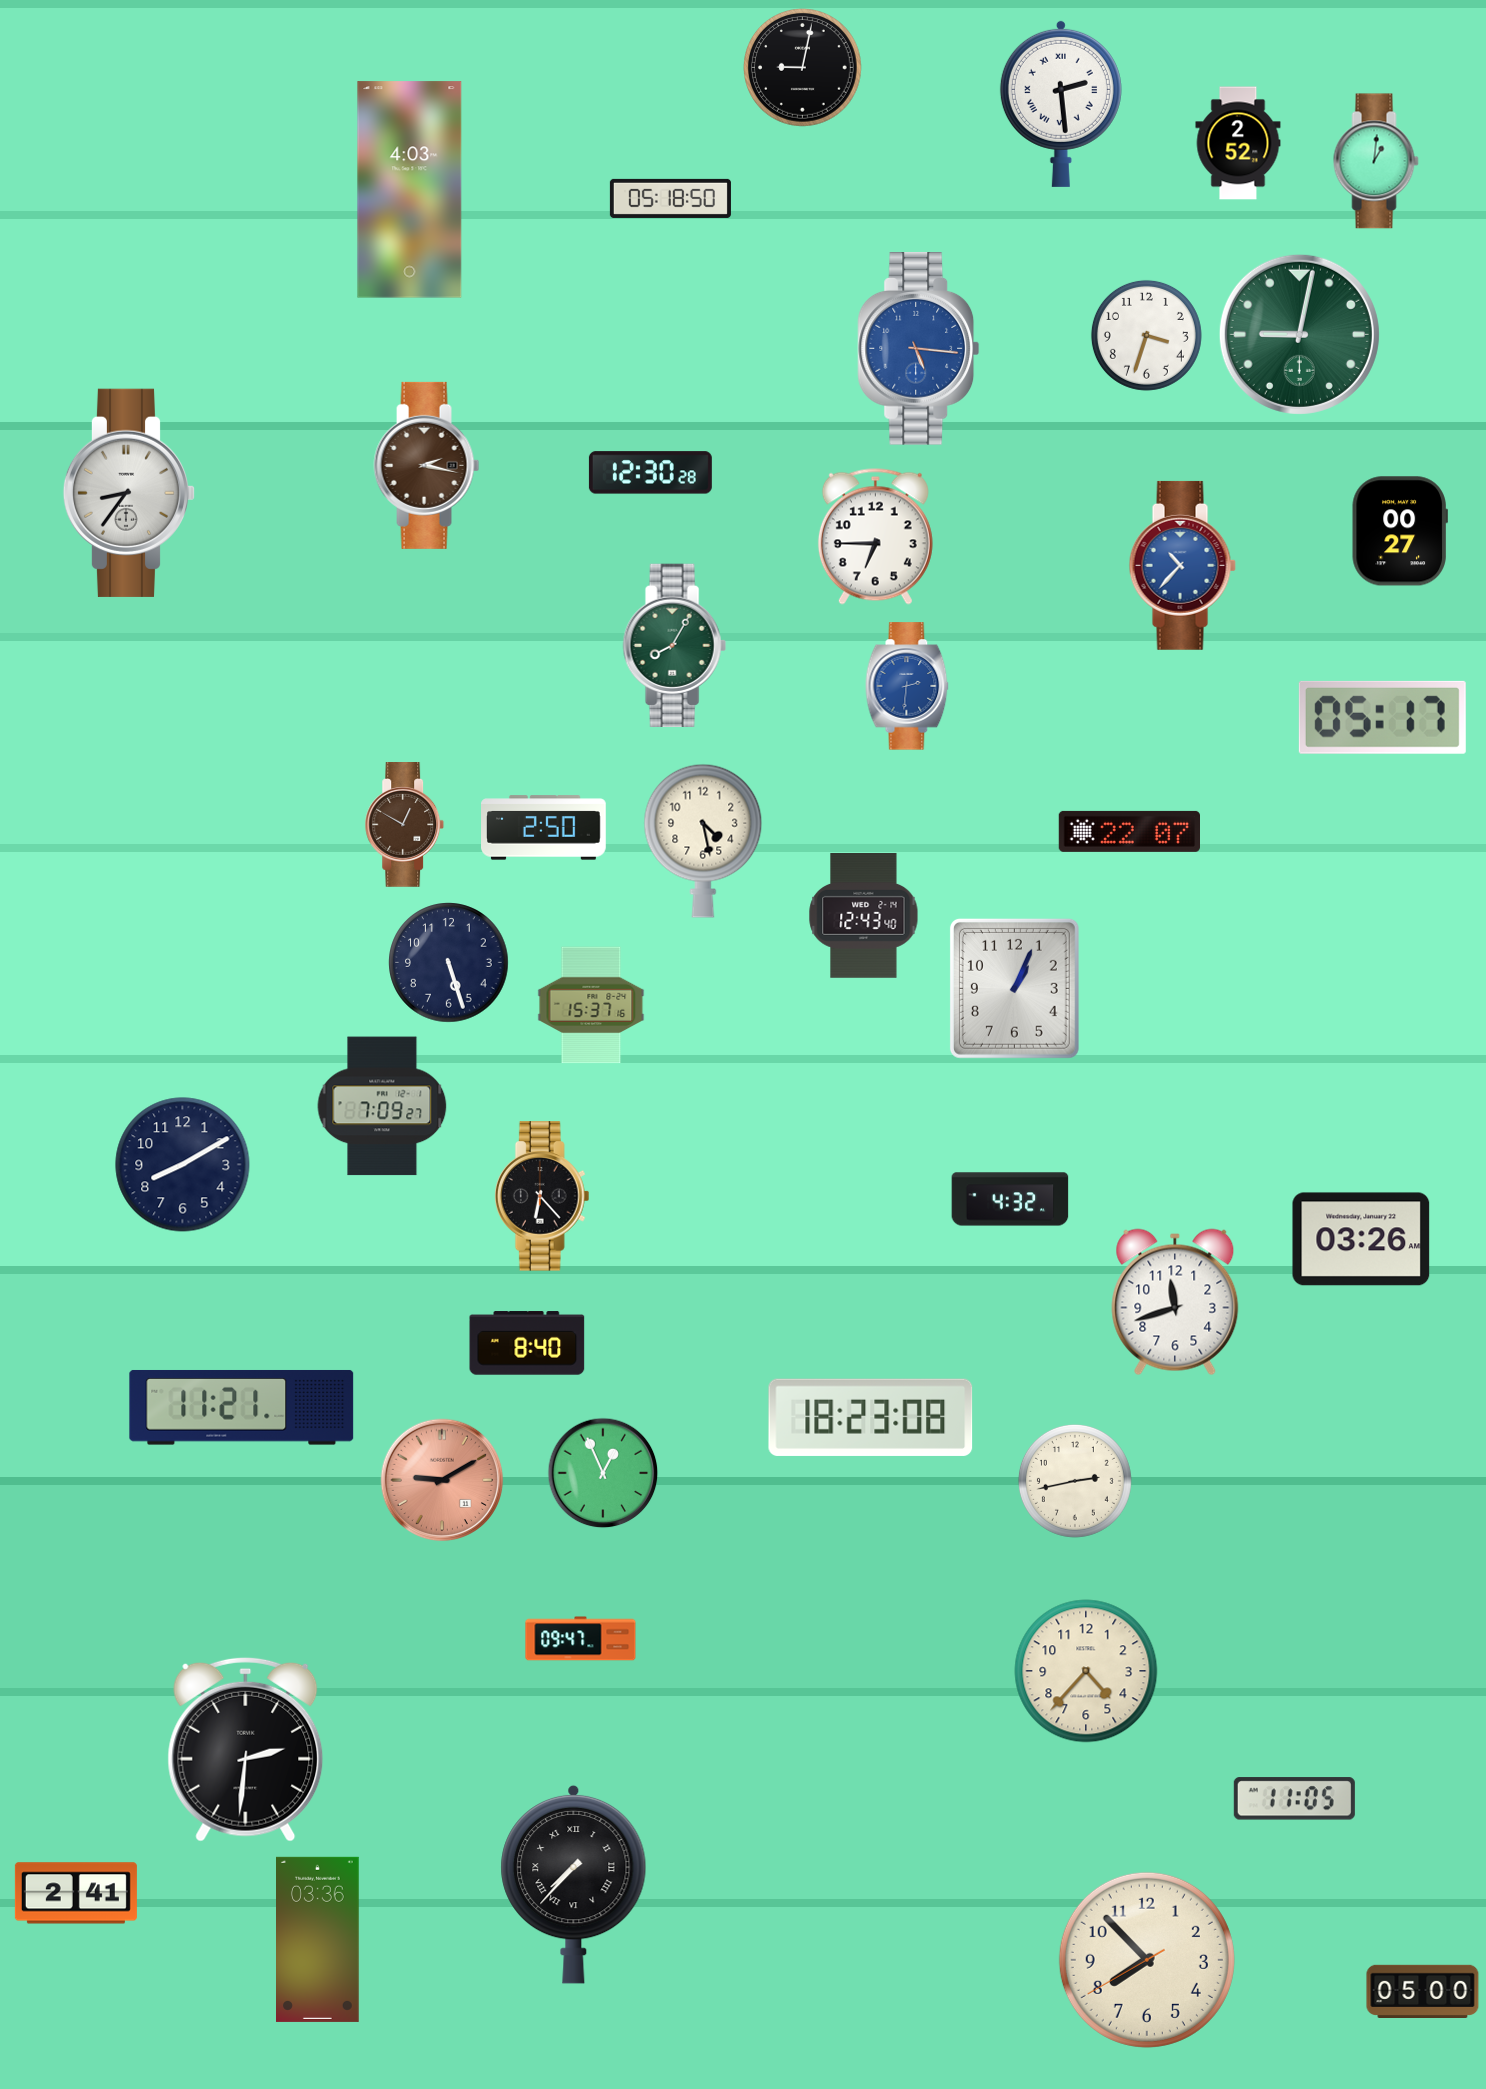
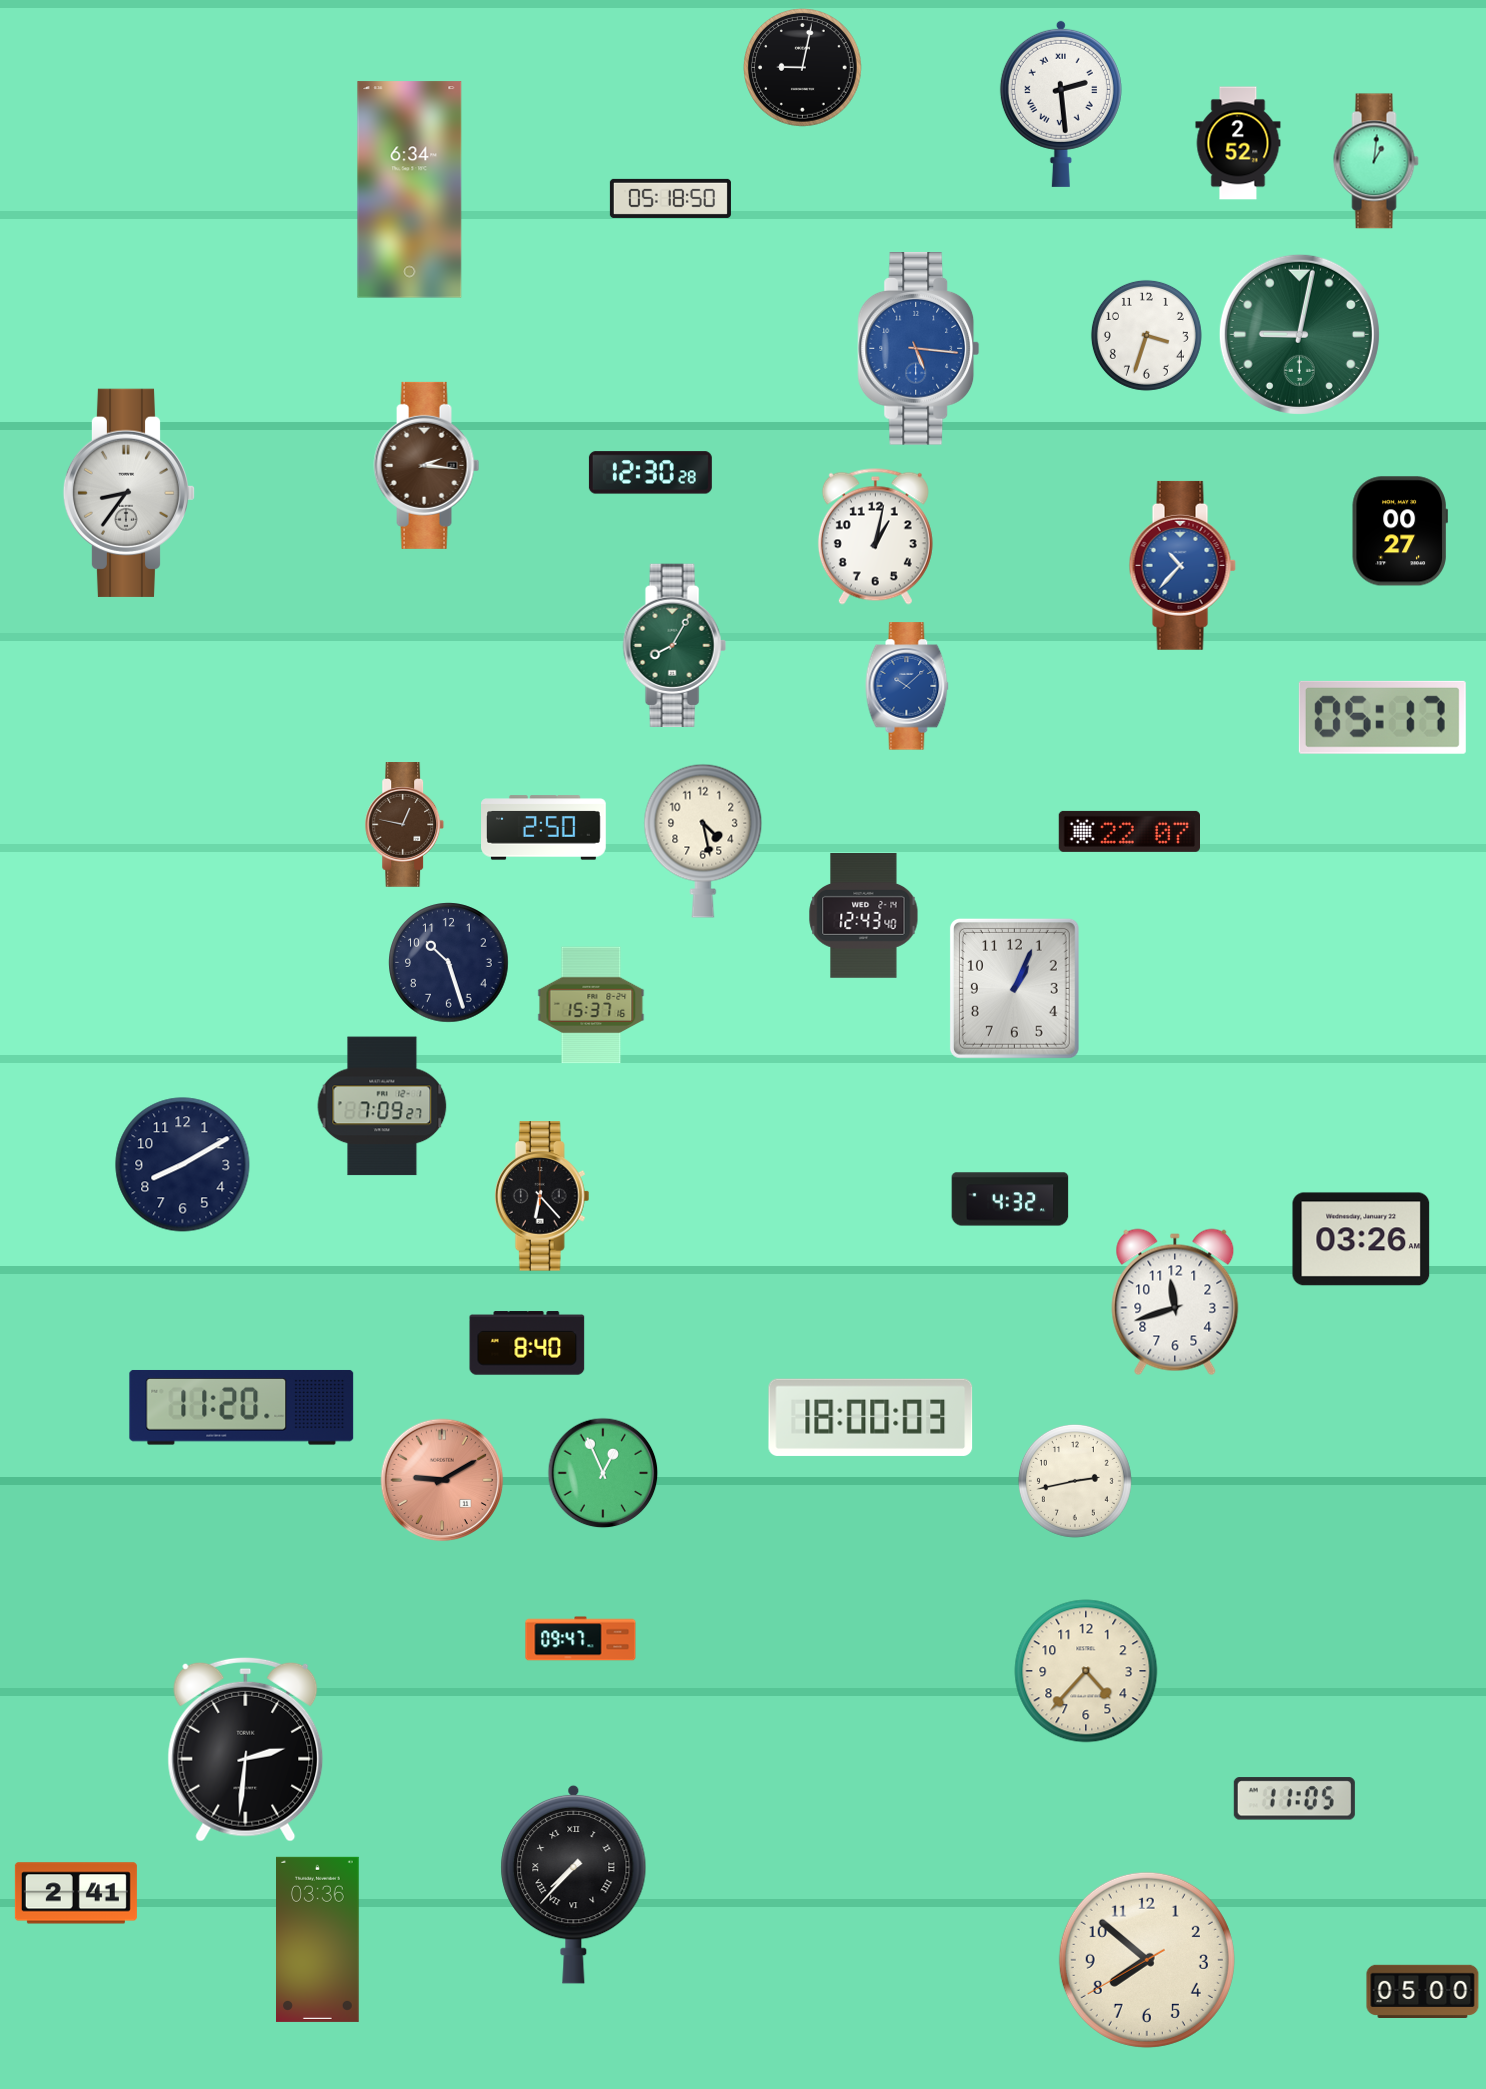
clock at (410, 190): 4:03 -> 6:34
clock at (427, 465): 2:17 -> 2:16
clock at (875, 536): 6:45 -> 1:02
clock at (907, 686): 2:31 -> 10:08
clock at (405, 825): 12:50 -> 12:47
clock at (449, 963): 5:27 -> 10:27
clock at (242, 1408): 11:21 -> 11:20
clock at (871, 1417): 18:23 -> 18:00
clock at (1147, 1960): 7:52 -> 7:51
